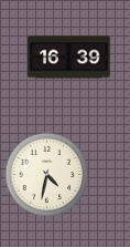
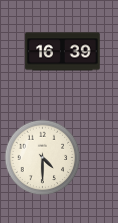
clock at (47, 175): 4:32 -> 4:30
